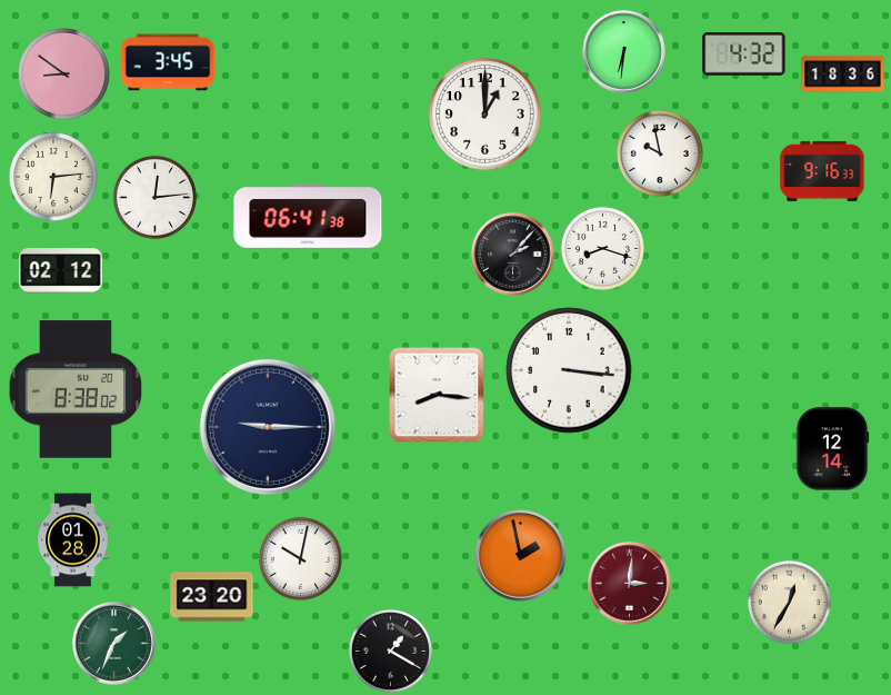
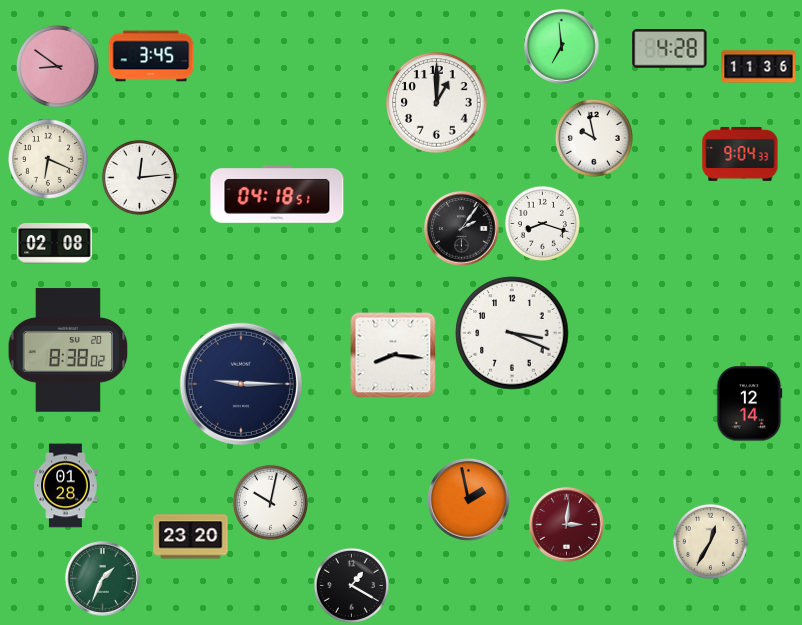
clock at (624, 52): 6:31 -> 6:59
clock at (744, 54): 4:32 -> 4:28
clock at (843, 75): 18:36 -> 11:36
clock at (822, 171): 9:16 -> 9:04
clock at (53, 177): 6:14 -> 6:19
clock at (308, 216): 06:41 -> 04:18
clock at (513, 255): 2:07 -> 2:06
clock at (61, 271): 02:12 -> 02:08
clock at (569, 370): 3:16 -> 3:19
